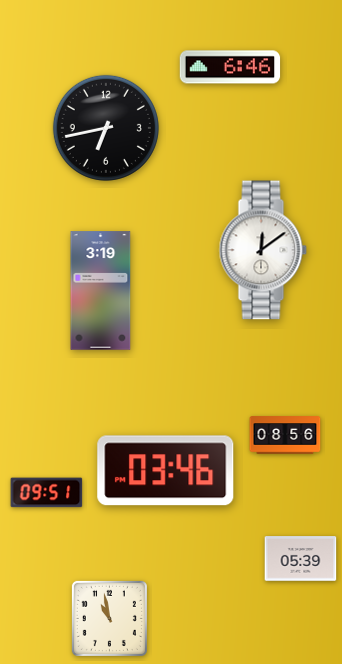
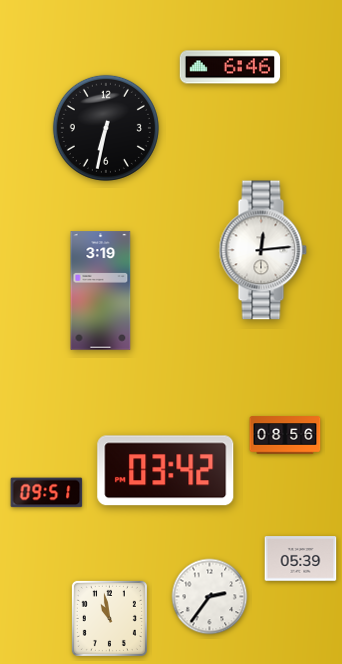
clock at (106, 128): 6:43 -> 6:32
clock at (263, 250): 12:09 -> 12:14
clock at (166, 471): 03:46 -> 03:42
clock at (210, 597): none -> 2:36
